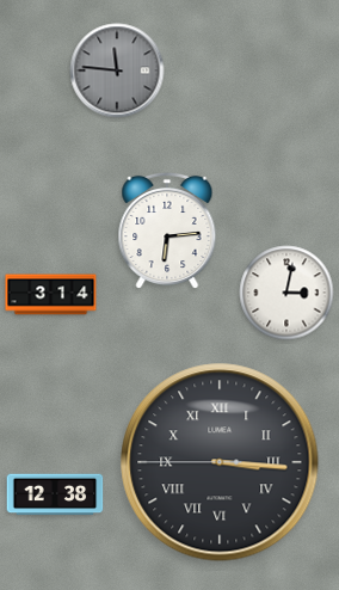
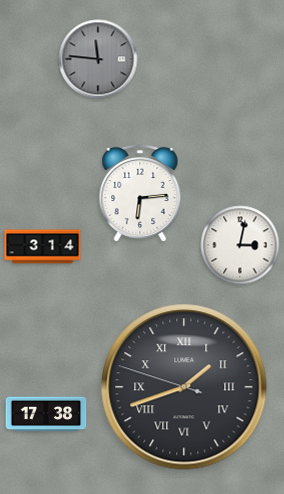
clock at (220, 462): 3:15 -> 1:41
clock at (55, 494): 12:38 -> 17:38
